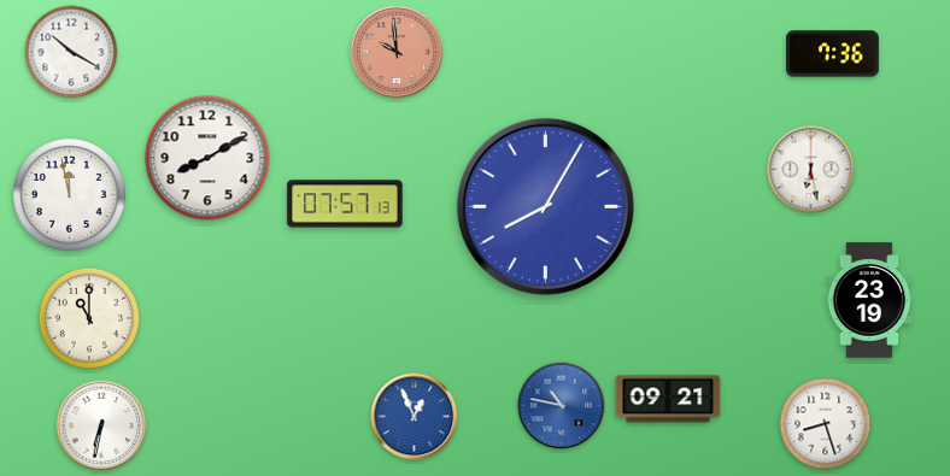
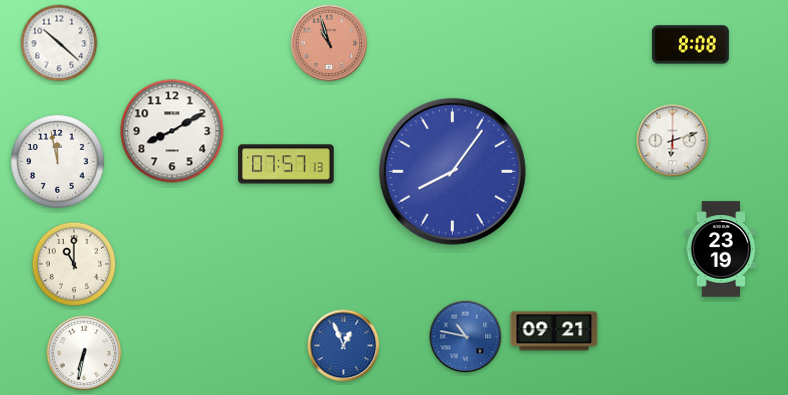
clock at (71, 52): 10:20 -> 10:22
clock at (397, 52): 9:59 -> 10:57
clock at (833, 54): 7:36 -> 8:08
clock at (811, 170): 6:28 -> 6:12
clock at (345, 204) position: (345, 204) -> (286, 164)
clock at (545, 206): 8:05 -> 8:06
clock at (826, 424): 8:27 -> none
